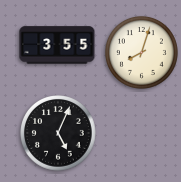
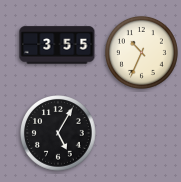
clock at (141, 52): 8:03 -> 10:34
clock at (58, 133): 5:04 -> 5:05
